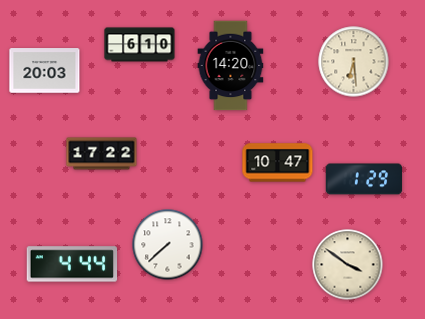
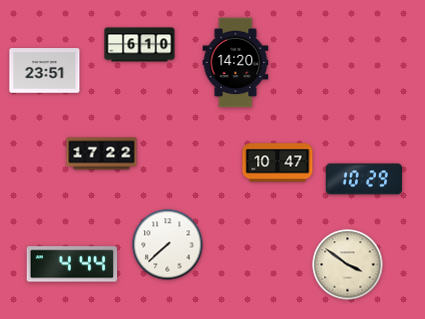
clock at (354, 62): 6:29 -> none
clock at (231, 66) position: (231, 66) -> (236, 63)
clock at (45, 71): 20:03 -> 23:51
clock at (364, 179): 1:29 -> 10:29
